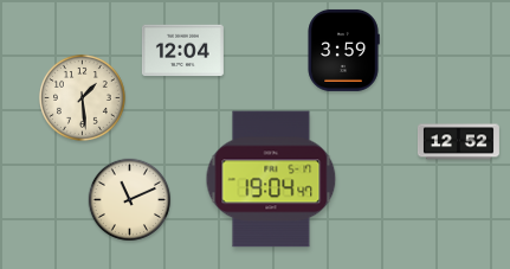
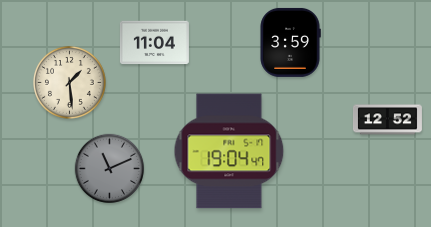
clock at (182, 51): 12:04 -> 11:04
clock at (130, 200) dial: cream -> grey
